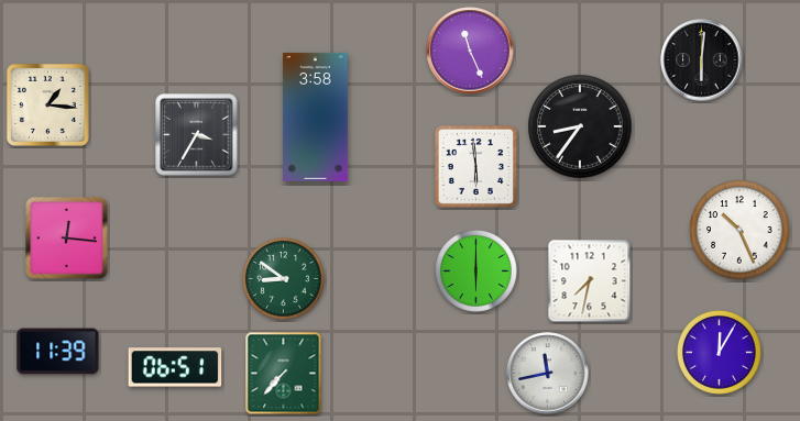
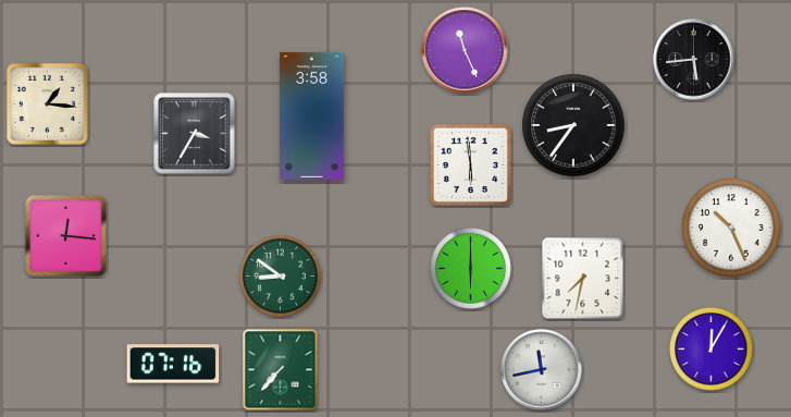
clock at (702, 60): 6:01 -> 5:44
clock at (58, 352): 11:39 -> none
clock at (175, 367): 06:51 -> 07:16
